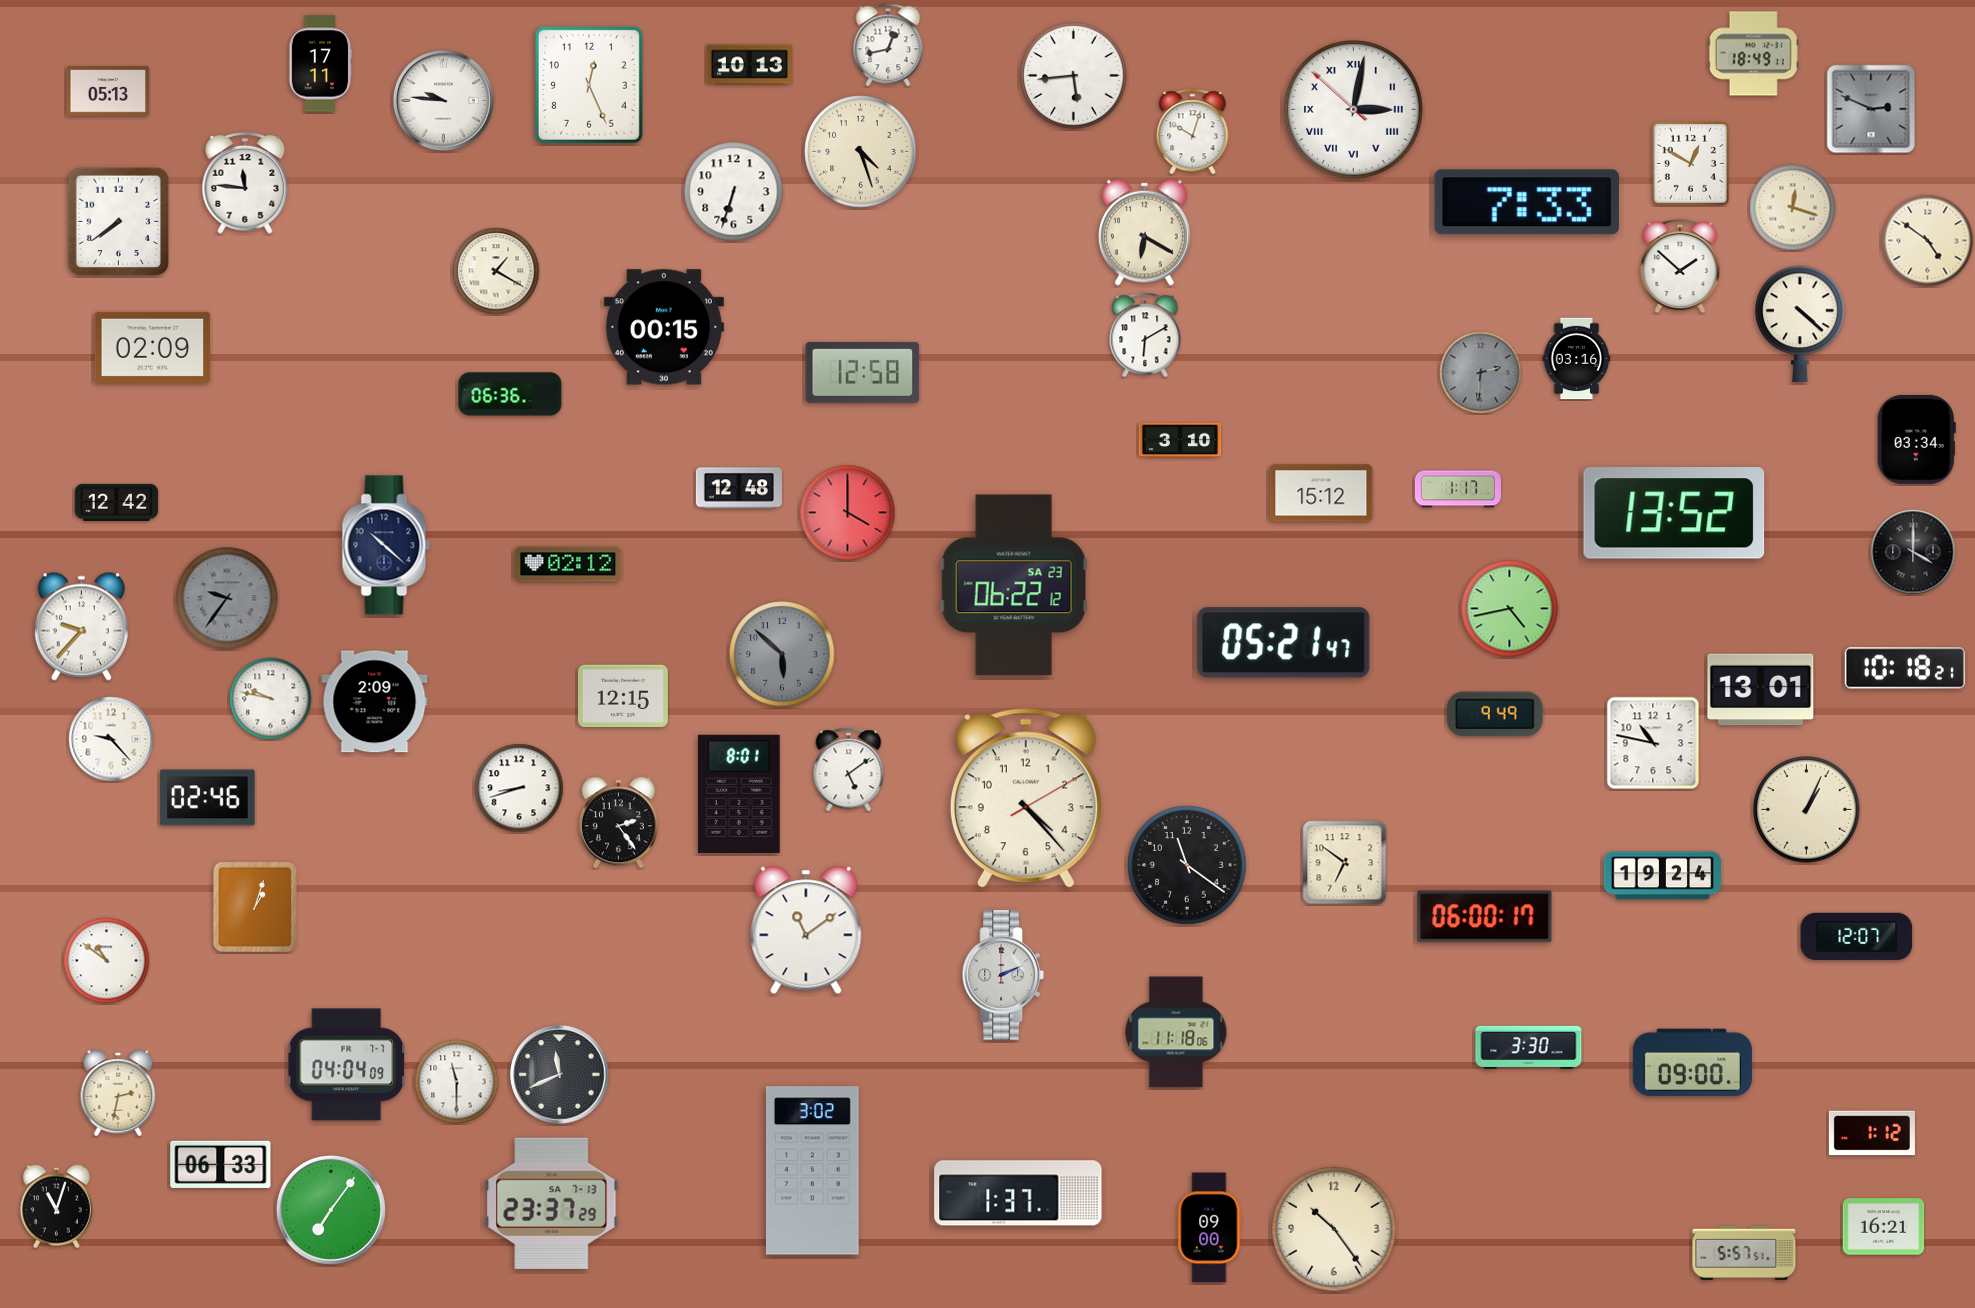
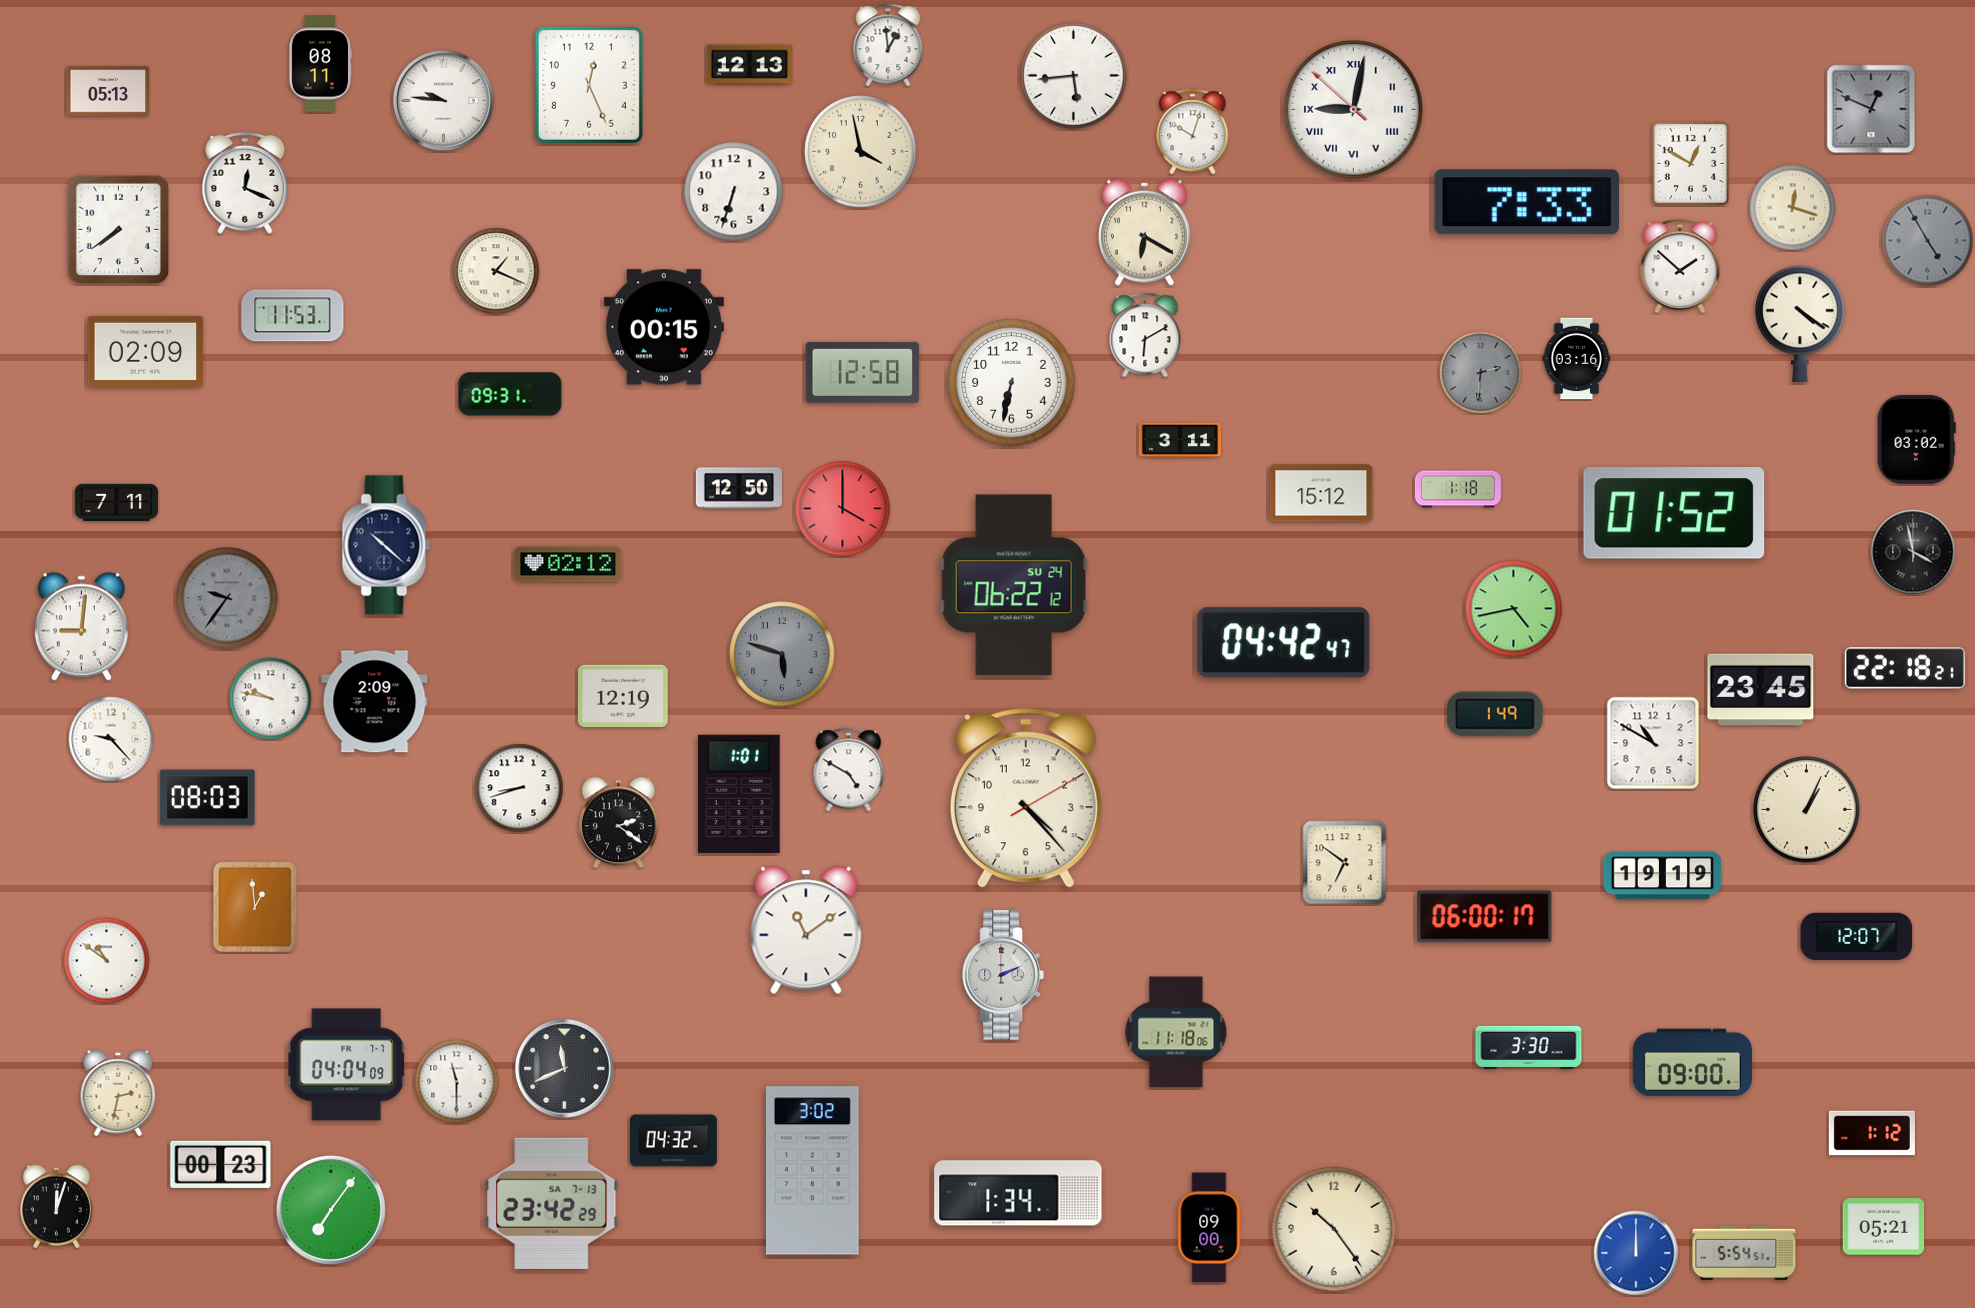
clock at (888, 45): 12:43 -> 12:59
clock at (1753, 54): 18:49 -> none
clock at (319, 64): 17:11 -> 08:11
clock at (749, 65): 10:13 -> 12:13
clock at (1871, 109): 2:49 -> 12:49
clock at (1354, 110): 3:01 -> 9:01
clock at (861, 152): 4:27 -> 3:58
clock at (245, 183): 11:46 -> 12:19
clock at (119, 222) position: (119, 222) -> (119, 230)
clock at (1928, 241): 4:51 -> 4:55
clock at (1928, 241) dial: cream -> grey
clock at (496, 271): 1:20 -> 1:19
clock at (293, 316): none -> 11:53
clock at (1800, 324): 4:22 -> 4:21
clock at (153, 347) position: (153, 347) -> (146, 351)
clock at (1012, 383): none -> 6:32
clock at (510, 394): 06:36 -> 09:31
clock at (1916, 439): 03:34 -> 03:02
clock at (1180, 440): 3:10 -> 3:11
clock at (739, 488): 12:48 -> 12:50
clock at (1458, 489): 1:17 -> 1:18
clock at (117, 502): 12:42 -> 7:11
clock at (848, 513) position: (848, 513) -> (843, 509)
clock at (1674, 513): 13:52 -> 01:52
clock at (1913, 552): 4:00 -> 3:58
clock at (1014, 585) date: SA 23 -> SU 24
clock at (1510, 609) position: (1510, 609) -> (1514, 609)
clock at (81, 626): 9:37 -> 9:01
clock at (1284, 643): 05:21 -> 04:42
clock at (782, 654): 5:52 -> 5:48
clock at (1905, 668): 10:18 -> 22:18
clock at (1761, 690): 13:01 -> 23:45
clock at (623, 696): 12:15 -> 12:19
clock at (1495, 714): 9:49 -> 1:49
clock at (1653, 743): 10:47 -> 10:50
clock at (849, 770): 5:09 -> 4:50
clock at (740, 794): 8:01 -> 1:01
clock at (208, 798): 02:46 -> 08:03
clock at (618, 823): 2:24 -> 2:21
clock at (1187, 865): 11:21 -> none
clock at (1663, 876): 19:24 -> 19:19
clock at (255, 907): 1:03 -> 12:59
clock at (560, 1075) position: (560, 1075) -> (565, 1069)
clock at (673, 1141): none -> 04:32
clock at (221, 1164): 06:33 -> 00:23
clock at (1018, 1193): 1:37 -> 1:34
clock at (552, 1203): 23:37 -> 23:42
clock at (56, 1207): 11:03 -> 12:03
clock at (1884, 1227): 16:21 -> 05:21
clock at (1636, 1253): none -> 12:00
clock at (1744, 1253): 5:57 -> 5:54
